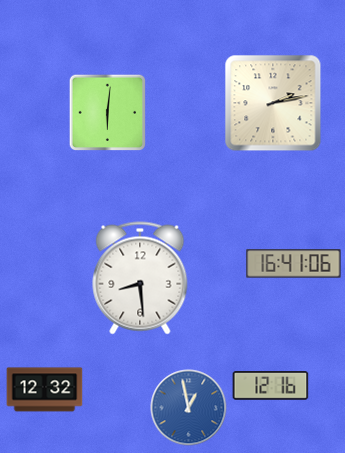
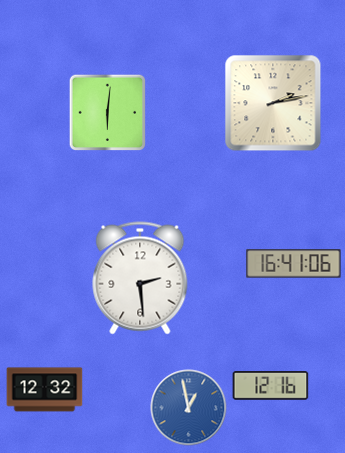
clock at (140, 278): 8:29 -> 2:29
